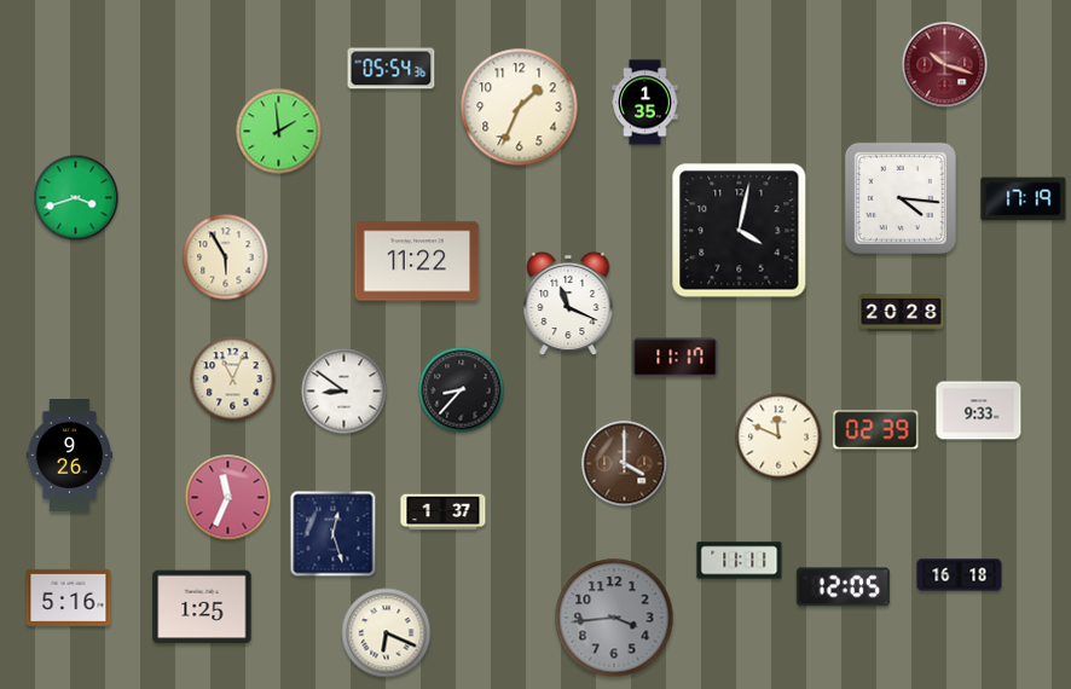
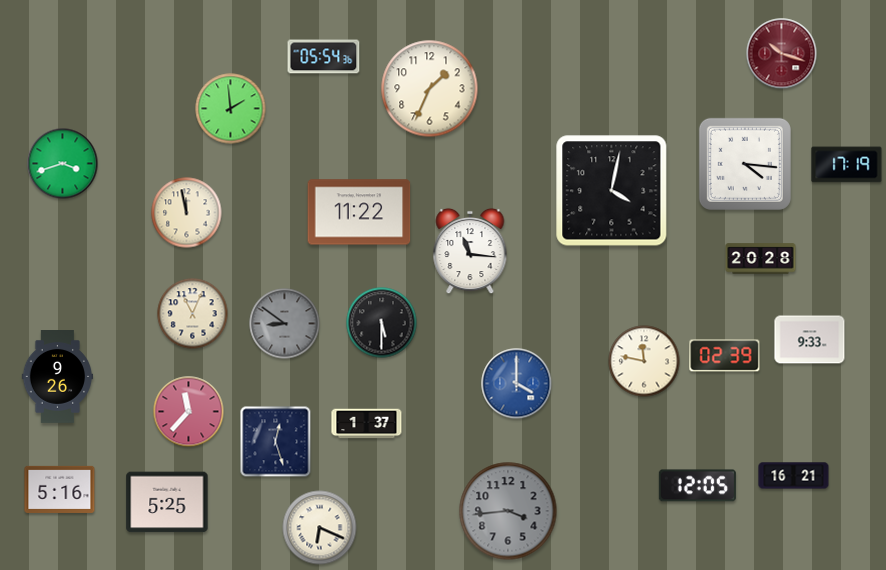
clock at (646, 103): 1:35 -> none
clock at (226, 257): 5:55 -> 11:58
clock at (417, 261) position: (417, 261) -> (359, 212)
clock at (568, 303): 11:19 -> 11:16
clock at (902, 313) position: (902, 313) -> (761, 259)
clock at (676, 358): 11:17 -> none
clock at (462, 390): 8:37 -> 5:30
clock at (345, 392) dial: white -> grey
clock at (778, 436): 11:49 -> 11:47
clock at (625, 464) dial: brown -> blue
clock at (228, 498): 11:34 -> 11:37
clock at (740, 561): 11:11 -> none
clock at (960, 575): 16:18 -> 16:21
clock at (69, 597) position: (69, 597) -> (60, 489)
clock at (202, 607): 1:25 -> 5:25
clock at (387, 633) position: (387, 633) -> (320, 528)
